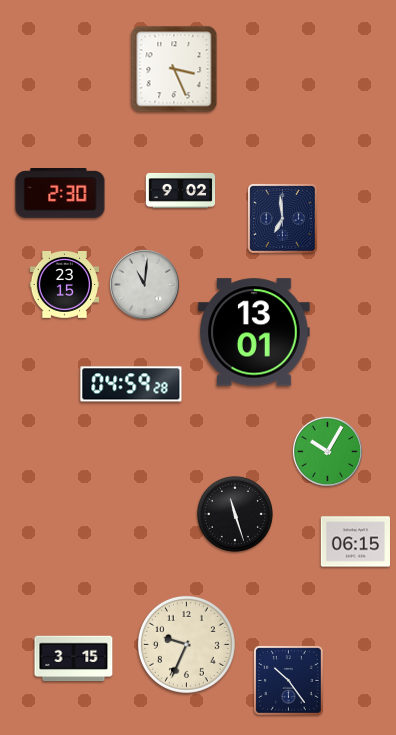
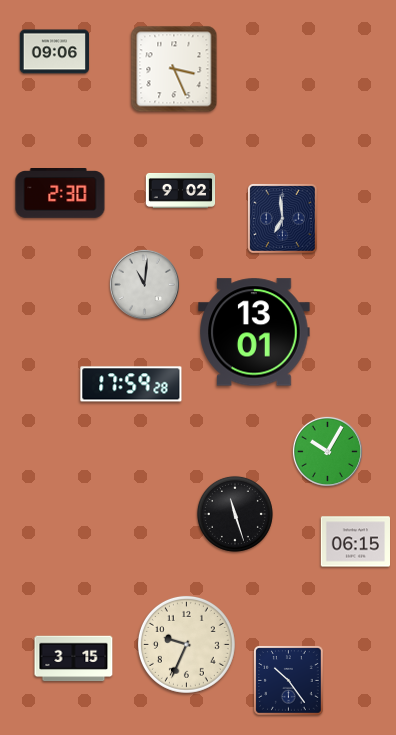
clock at (55, 52): none -> 09:06
clock at (65, 285): 23:15 -> none
clock at (131, 384): 04:59 -> 17:59
